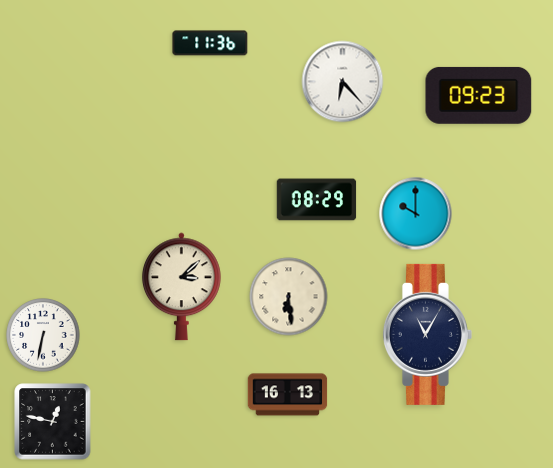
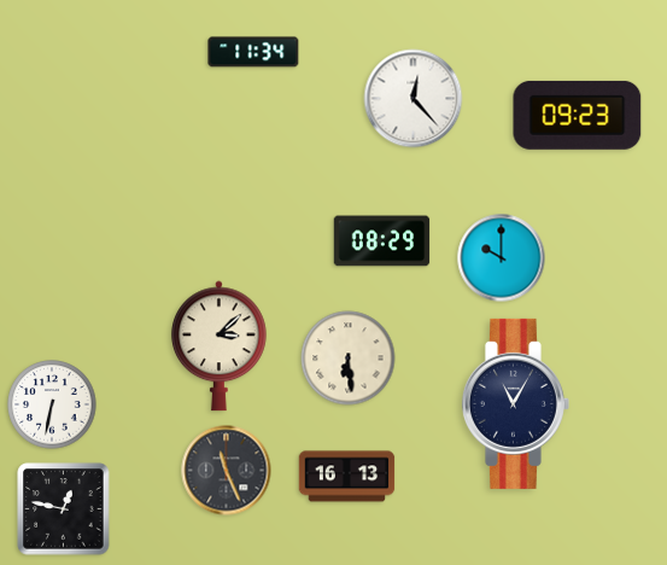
clock at (210, 43): 11:36 -> 11:34
clock at (343, 82): 6:23 -> 12:23
clock at (227, 471): none -> 11:26
